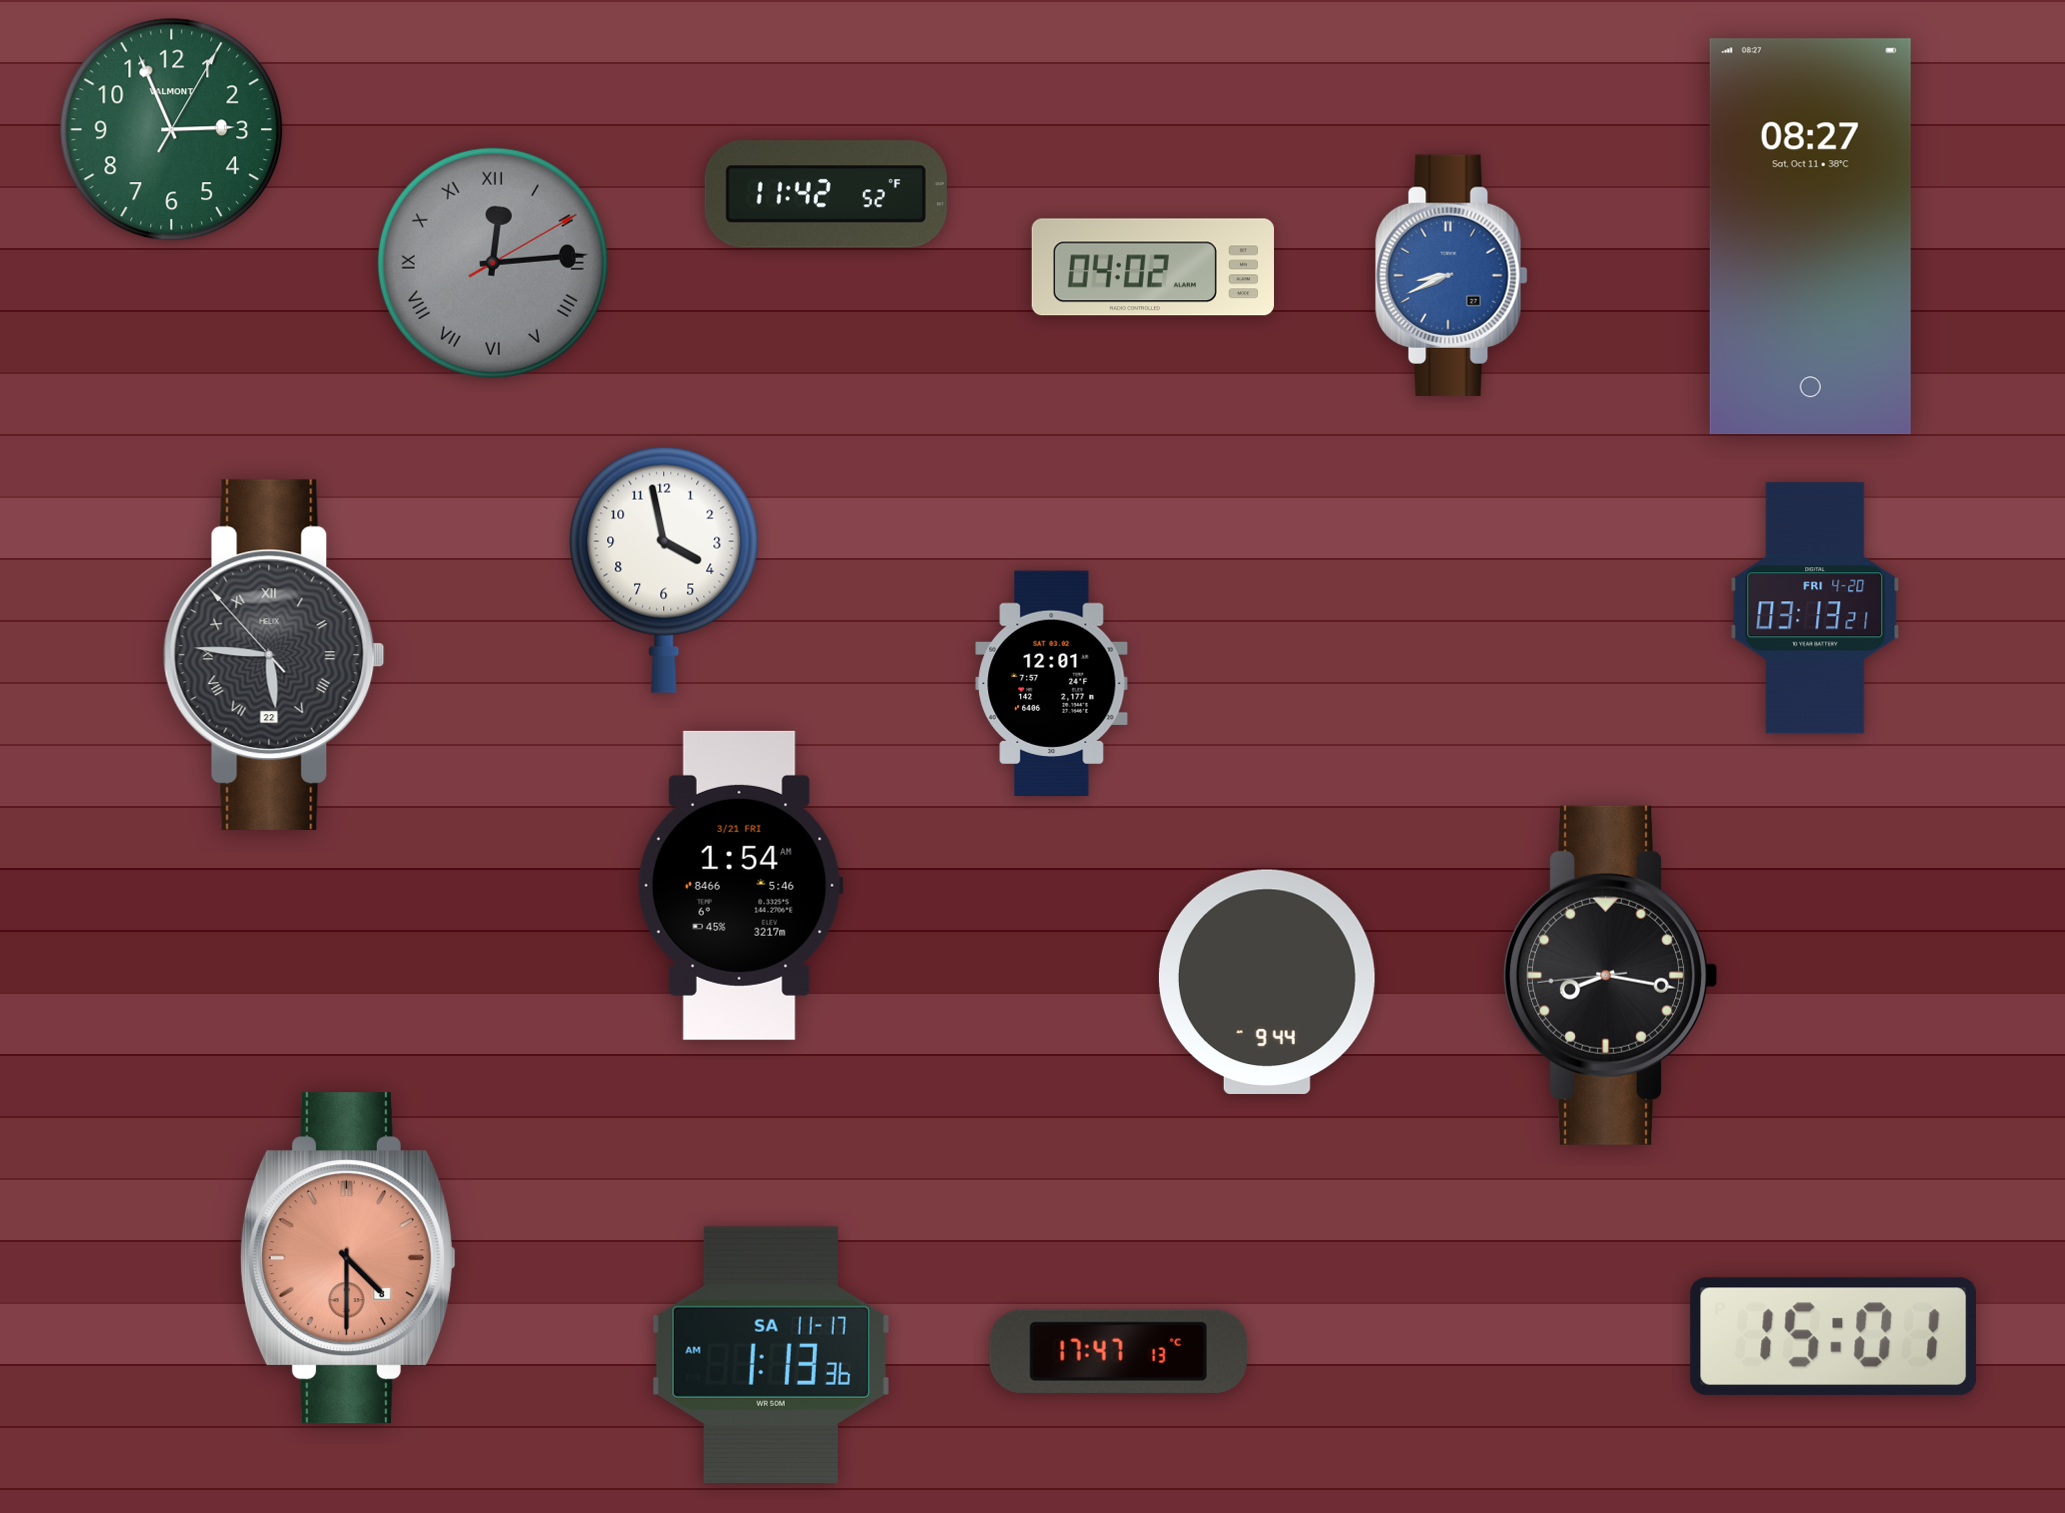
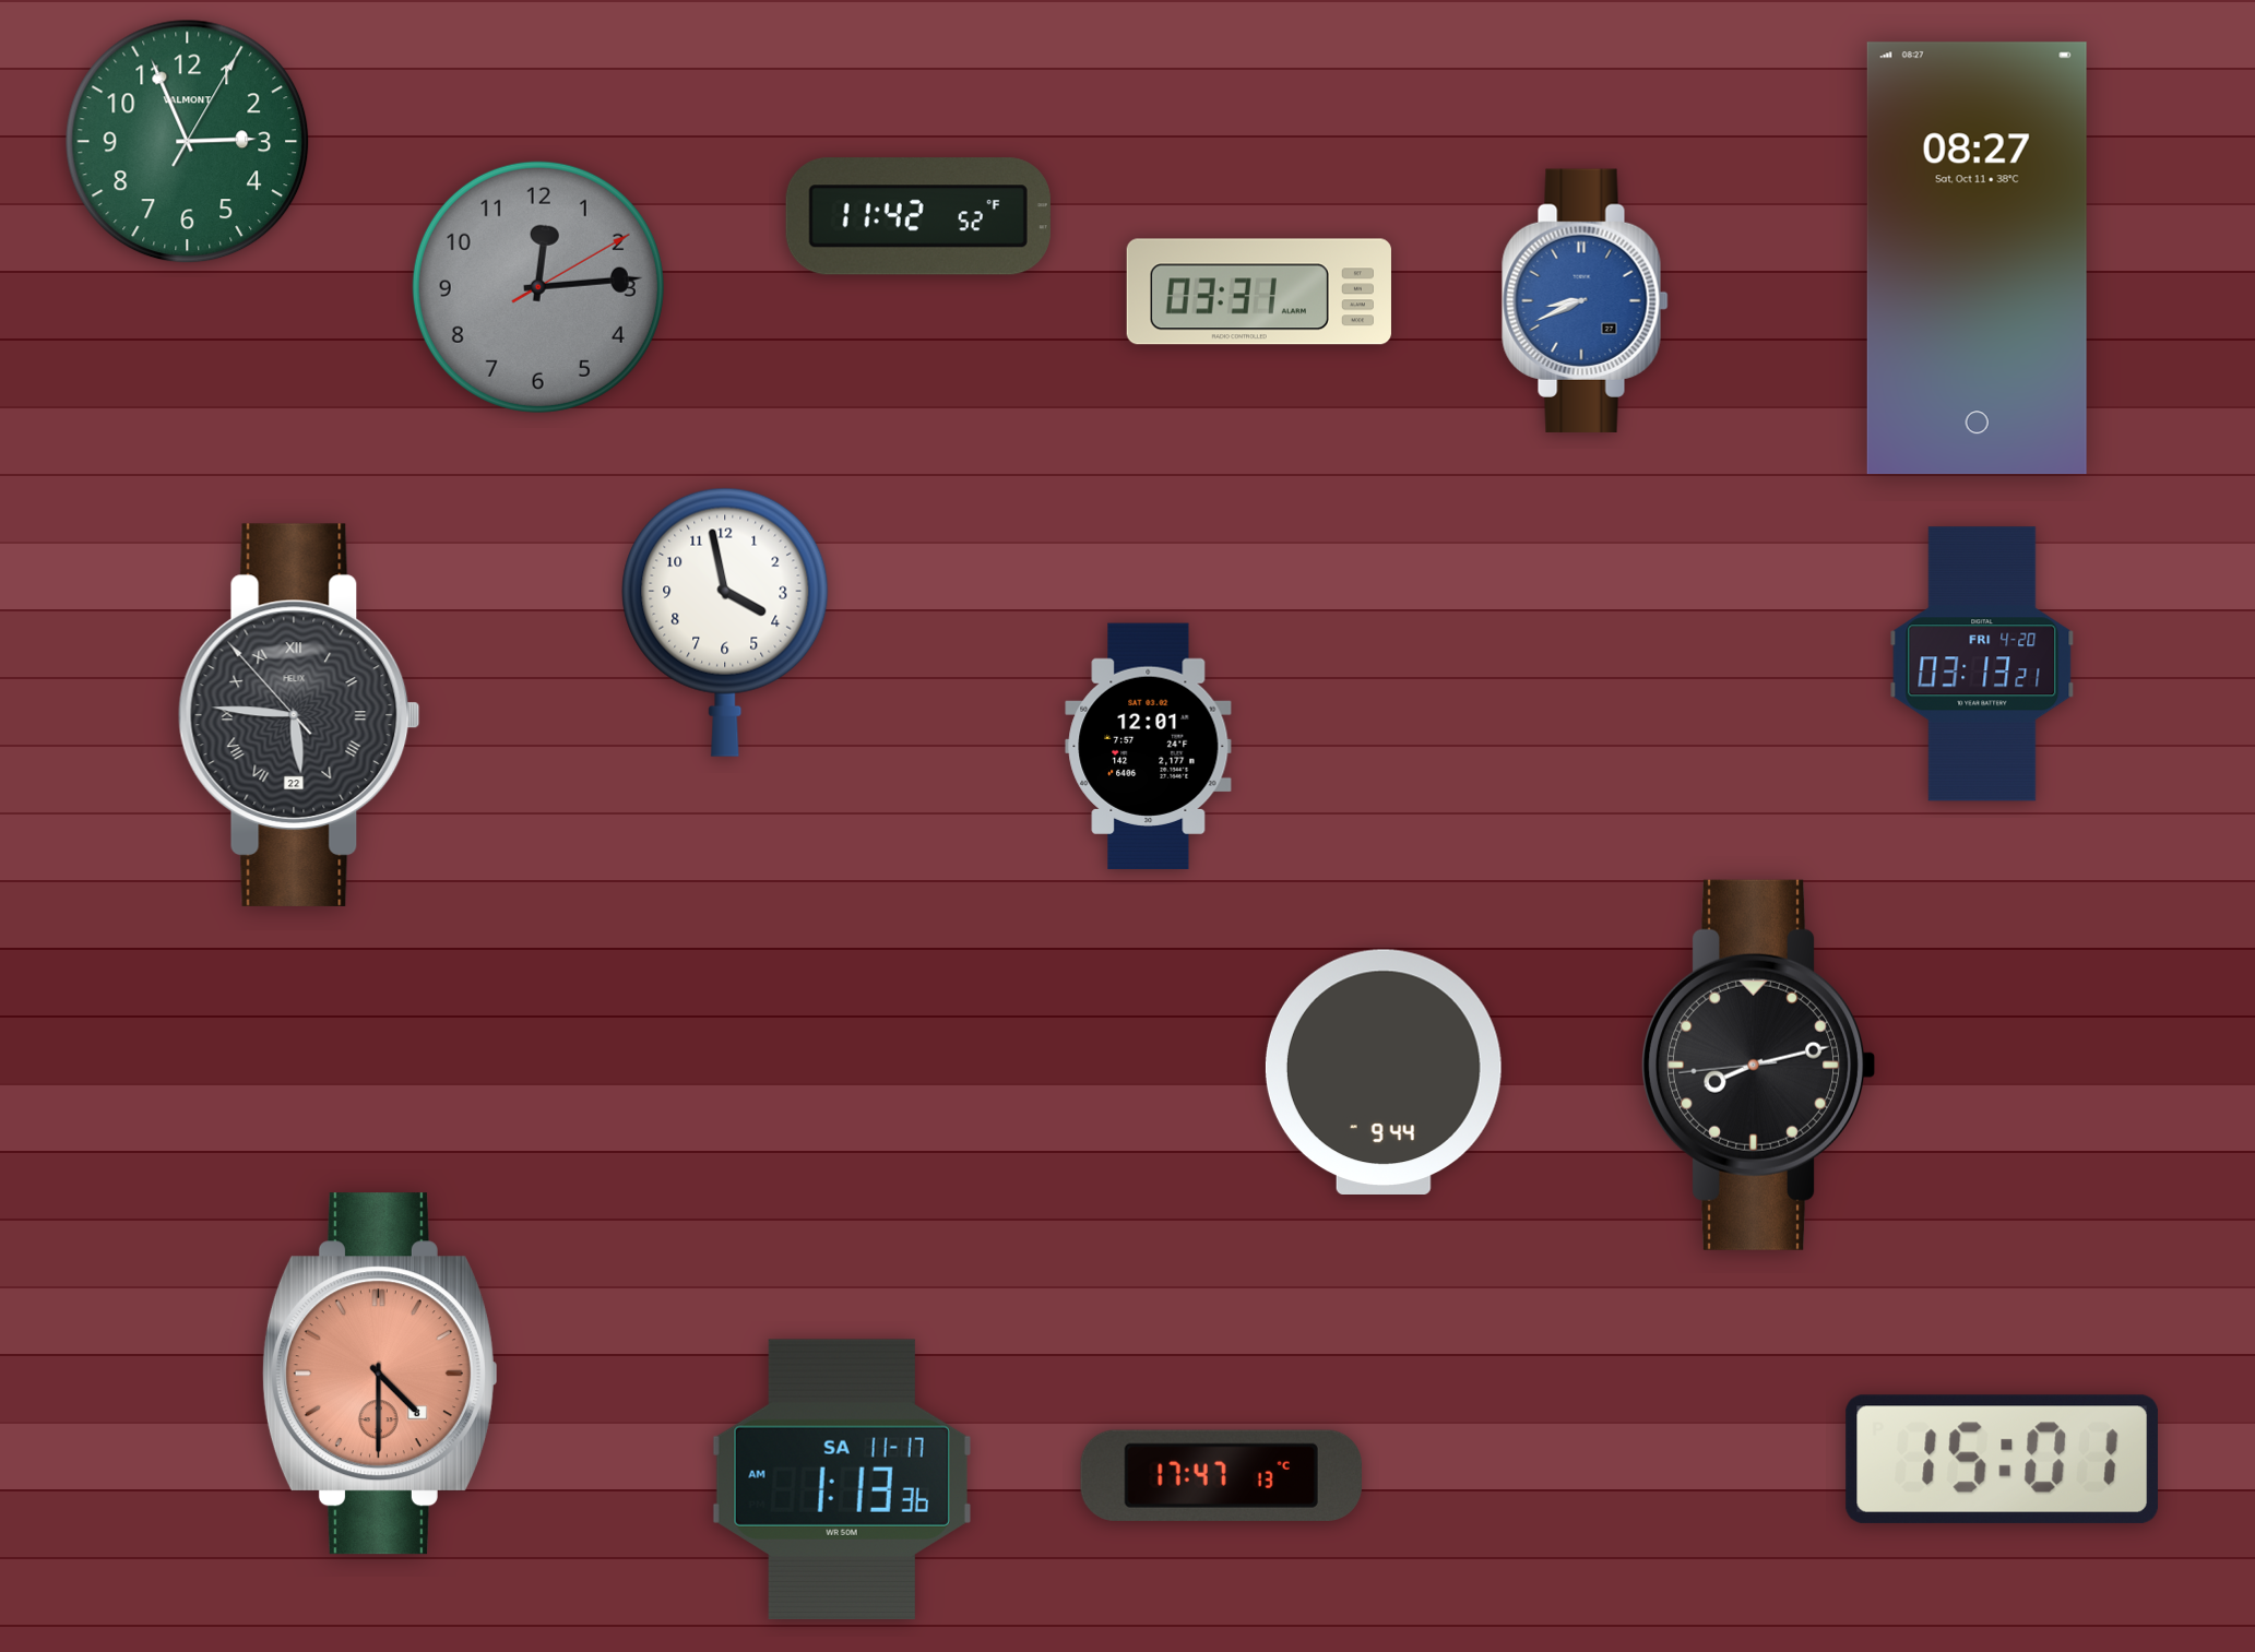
clock at (826, 194) position: (826, 194) -> (918, 216)
clock at (493, 263) numerals: Roman -> Arabic
clock at (1153, 267): 04:02 -> 03:31
clock at (740, 885): 1:54 -> none
clock at (1611, 975): 8:16 -> 8:12
